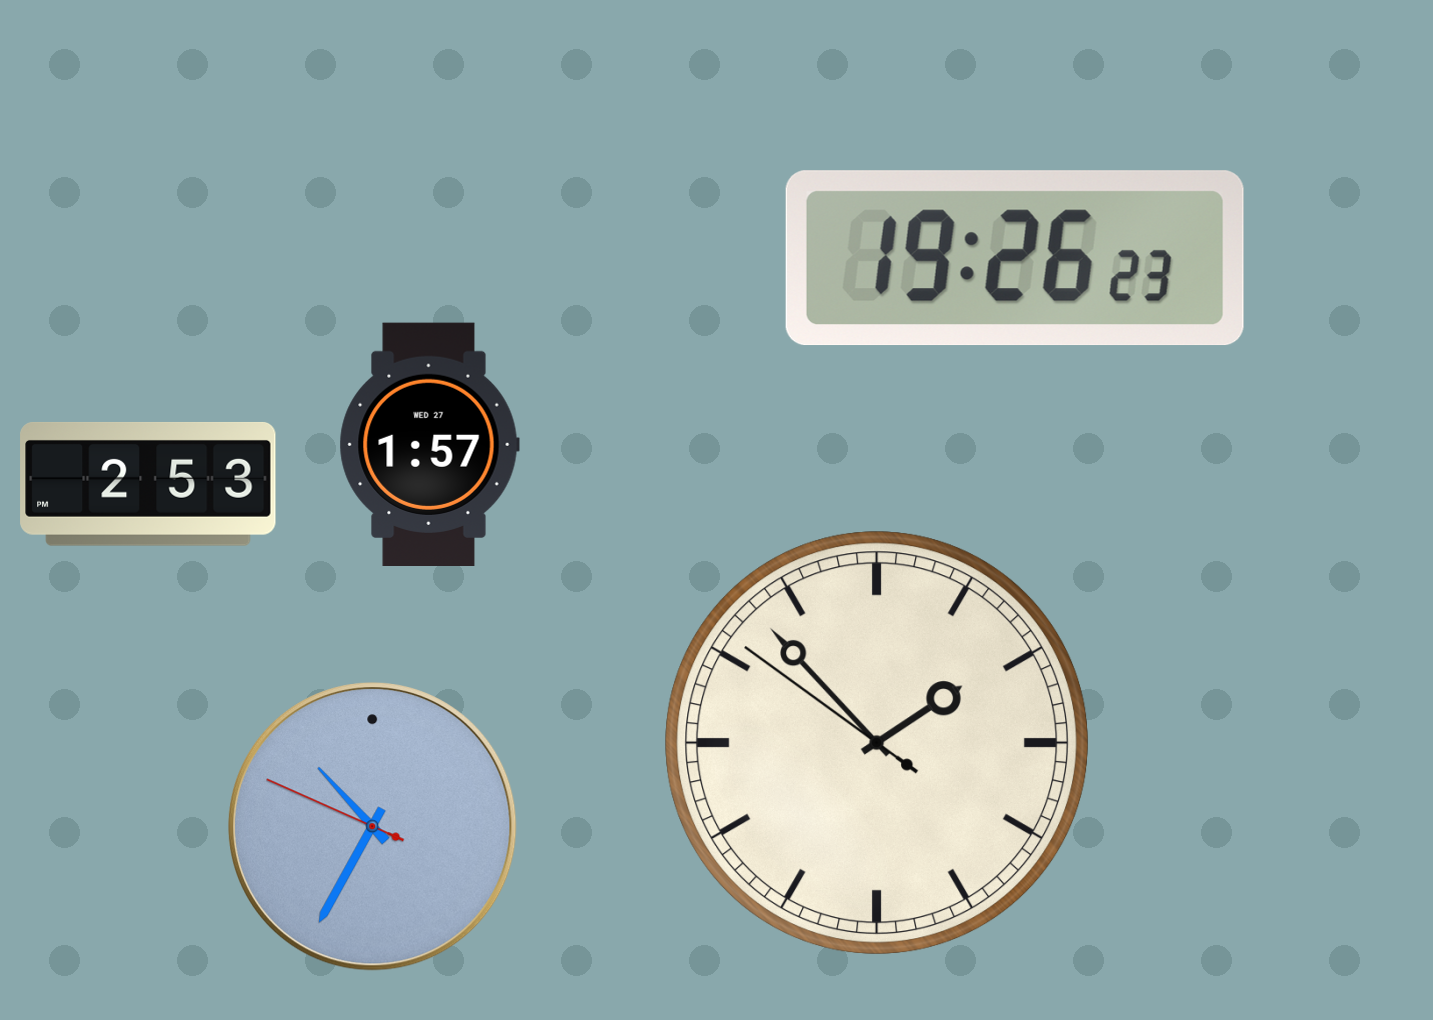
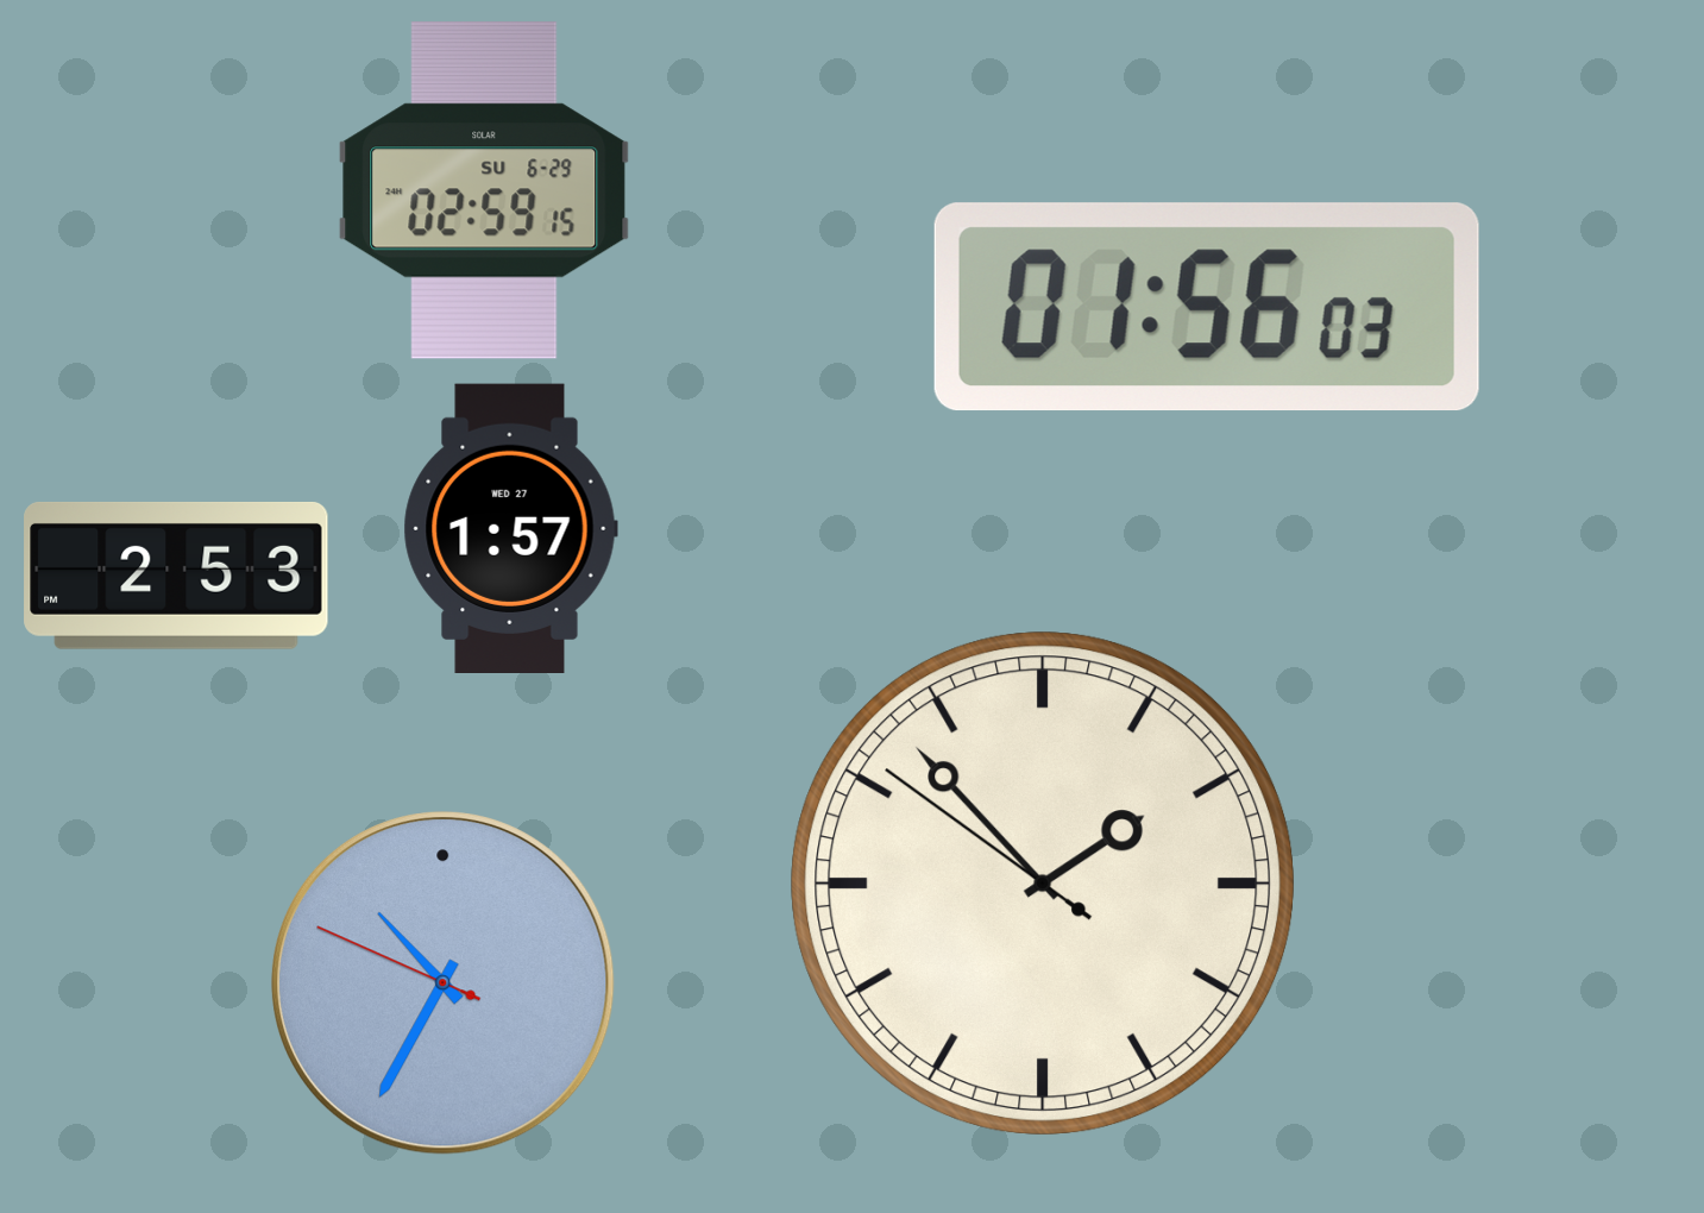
clock at (484, 190): none -> 02:59
clock at (1015, 258): 19:26 -> 01:56
